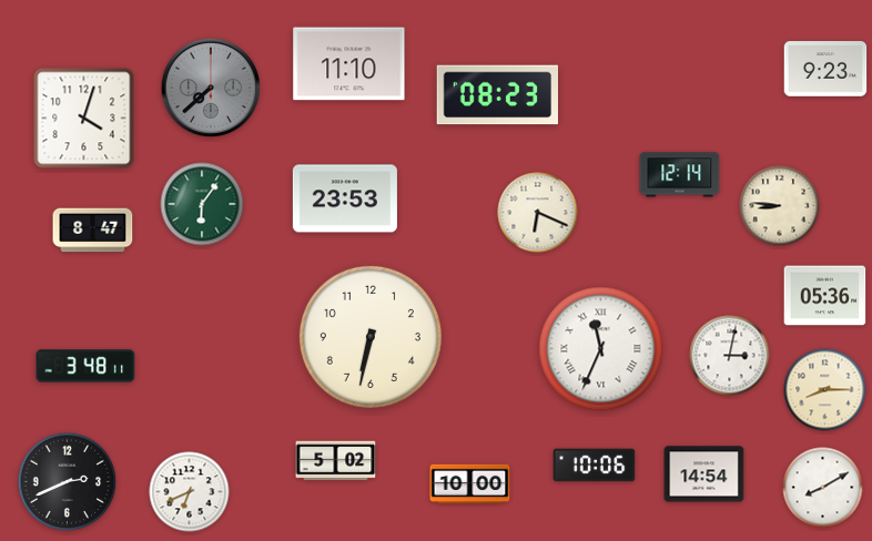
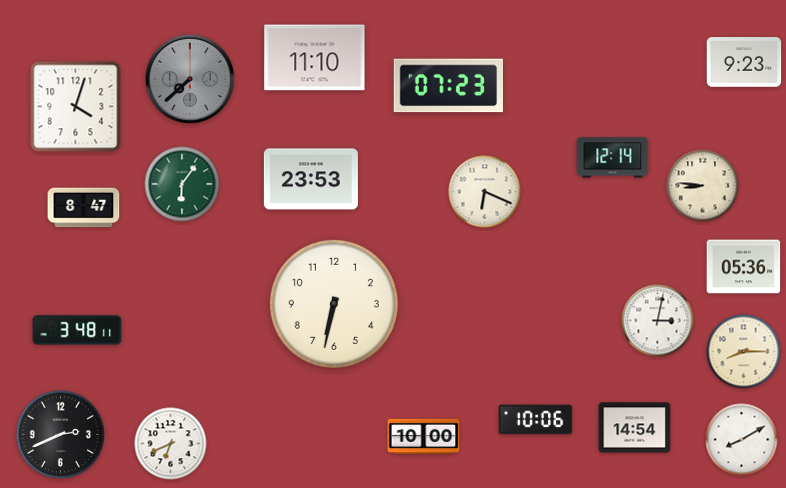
clock at (497, 95): 08:23 -> 07:23
clock at (601, 349): 11:34 -> none
clock at (336, 461): 5:02 -> none
